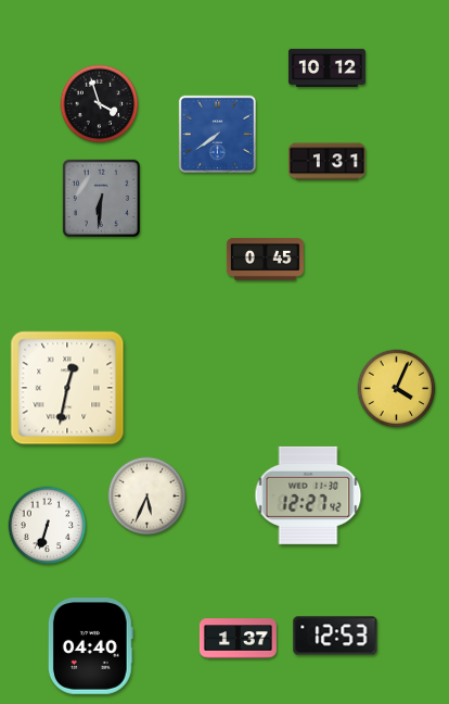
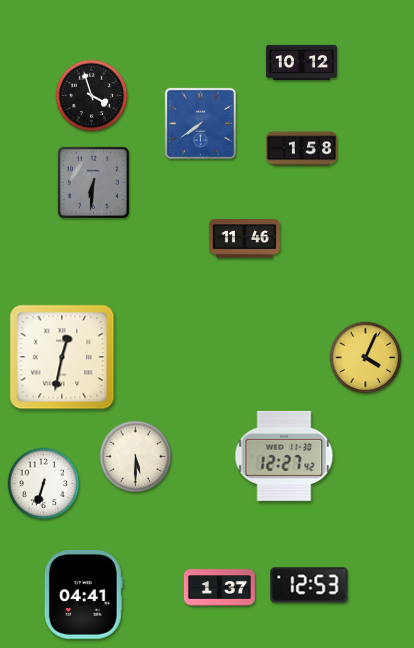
clock at (326, 162): 1:31 -> 1:58
clock at (265, 260): 0:45 -> 11:46
clock at (147, 496): 5:34 -> 5:30
clock at (90, 646): 04:40 -> 04:41
